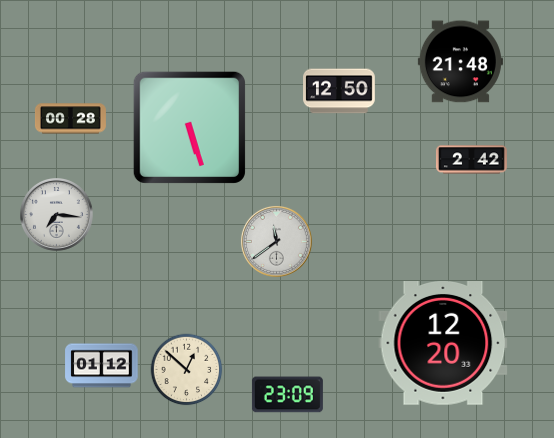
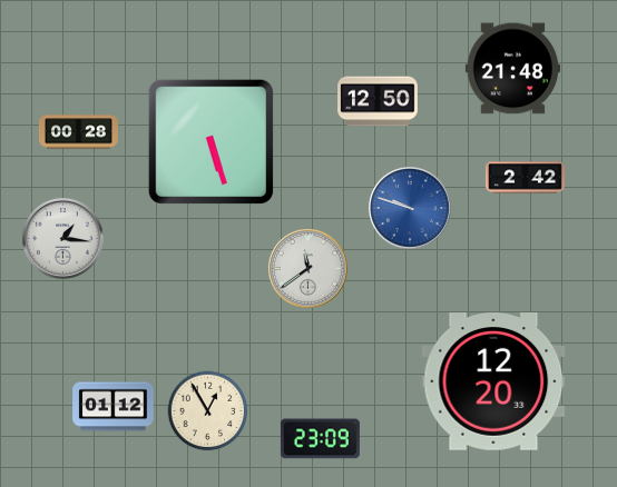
clock at (411, 209): none -> 9:48
clock at (57, 215): 7:16 -> 1:16
clock at (187, 370): 12:52 -> 12:55
